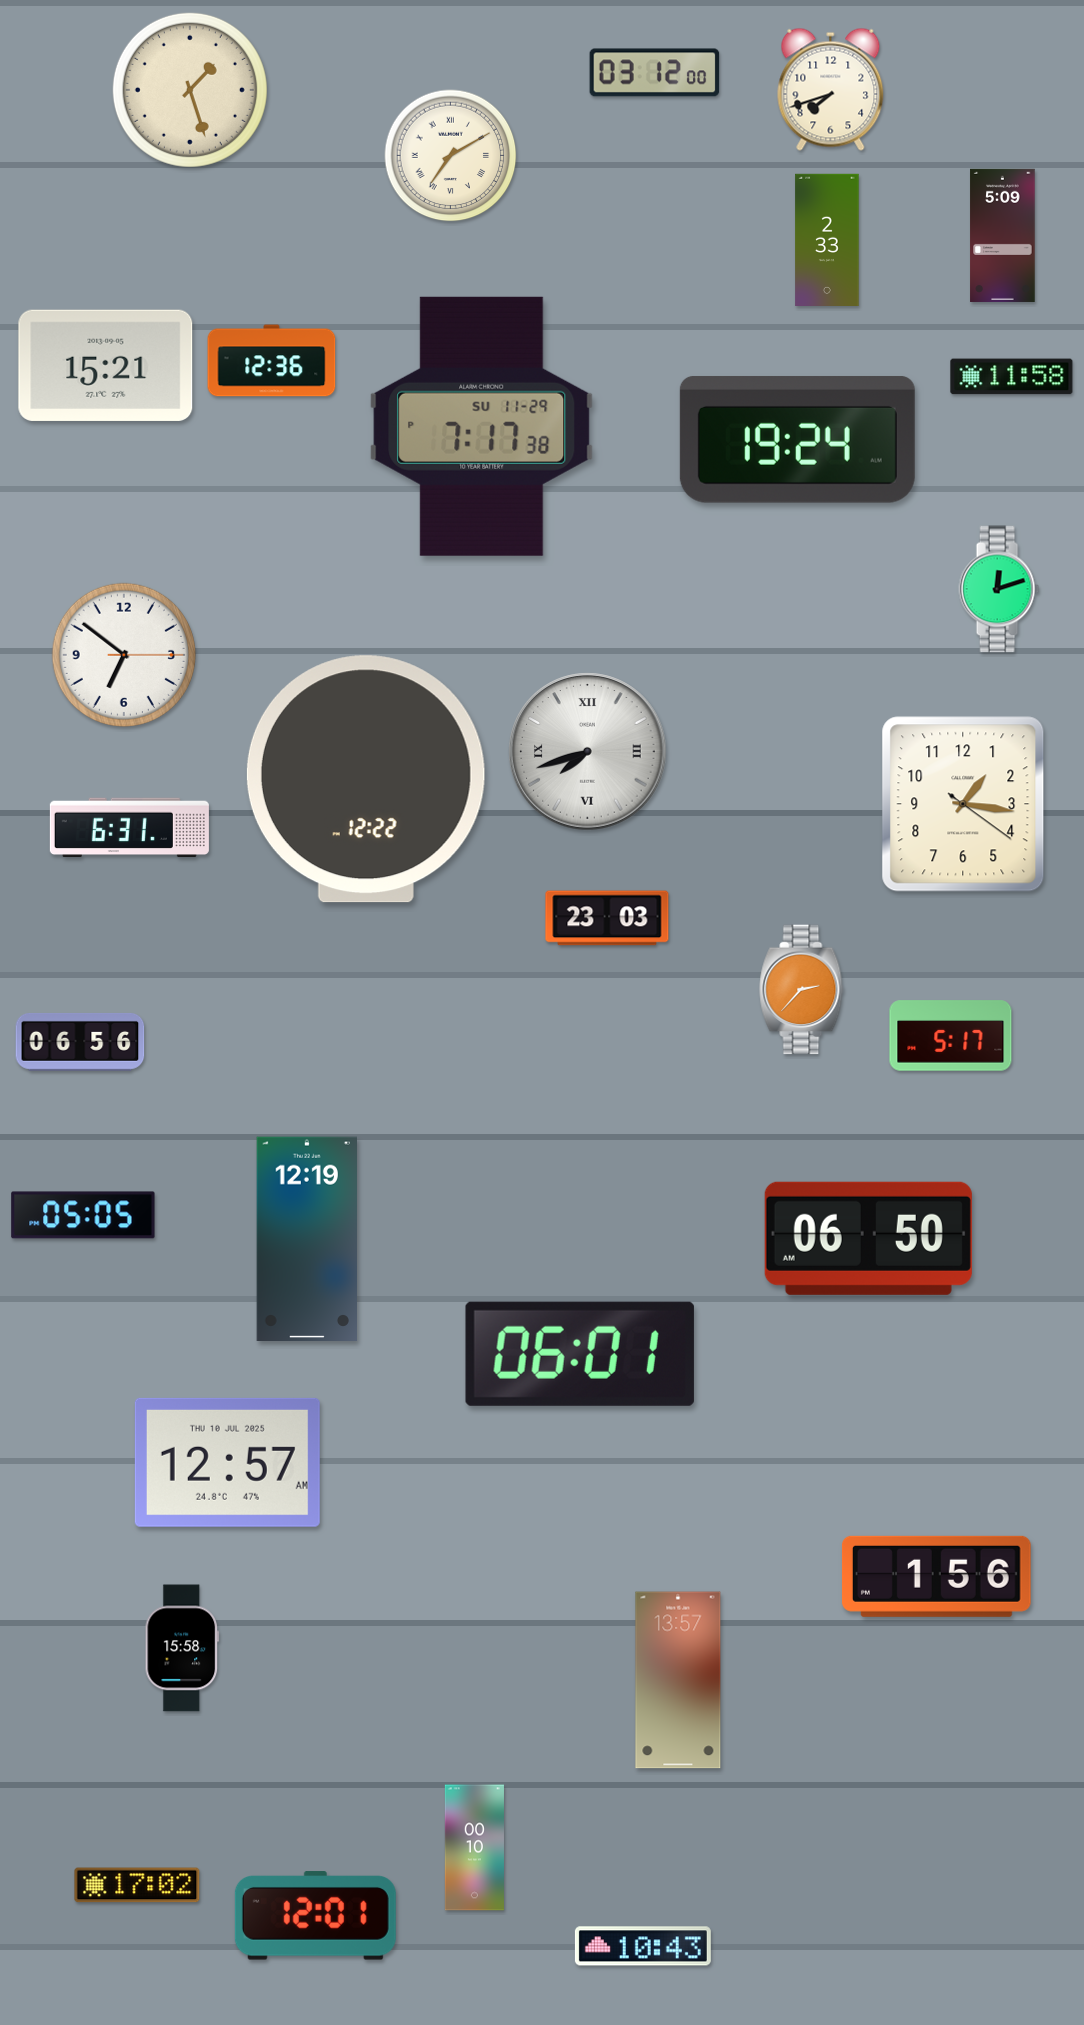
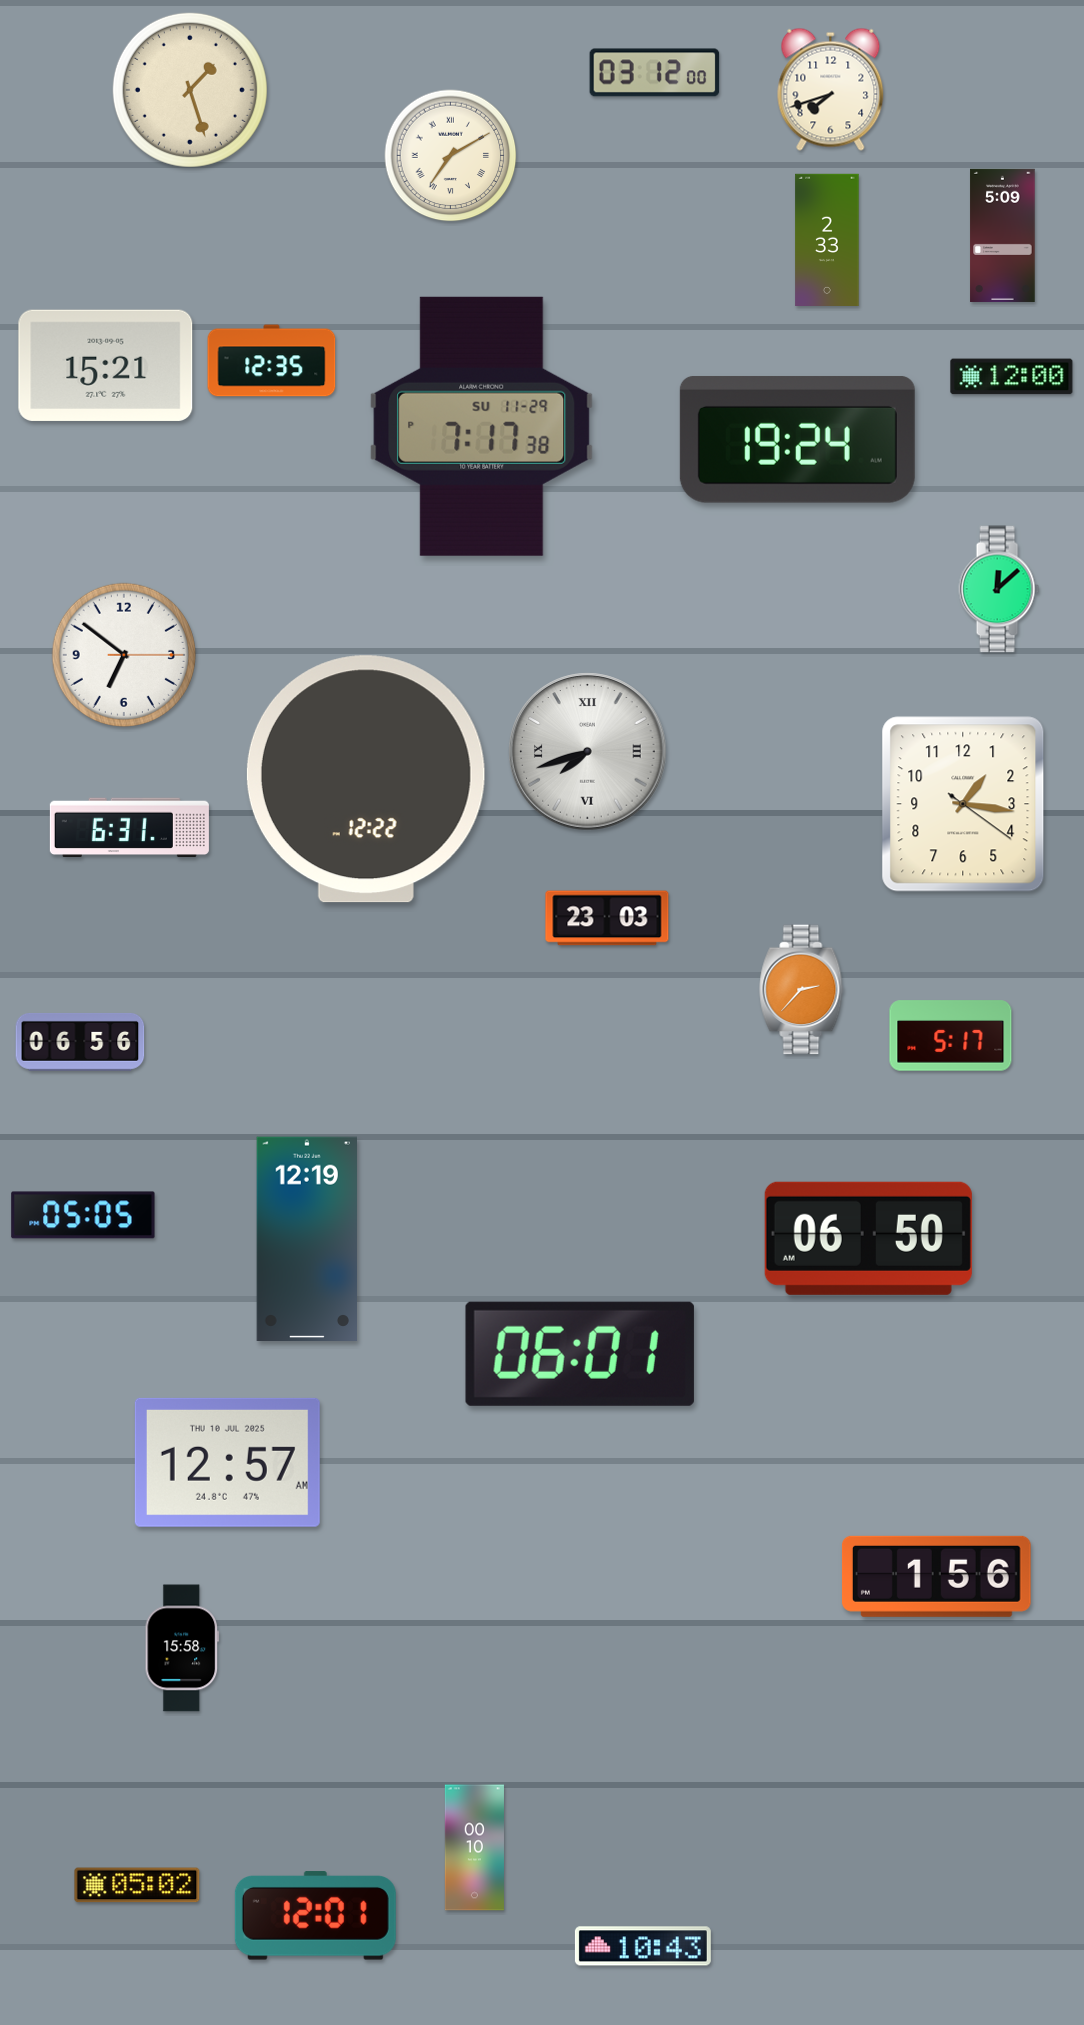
clock at (272, 361): 12:36 -> 12:35
clock at (1012, 377): 11:58 -> 12:00
clock at (999, 589): 12:12 -> 12:08
clock at (678, 1680): 13:57 -> none
clock at (137, 1885): 17:02 -> 05:02
